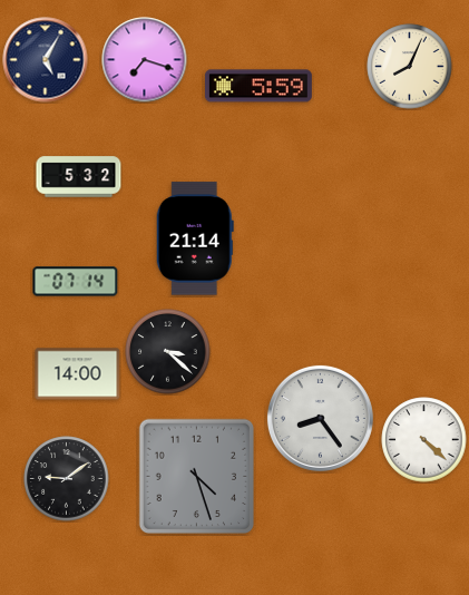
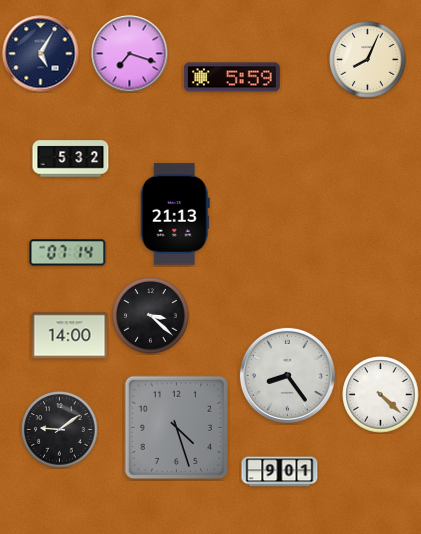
clock at (195, 238): 21:14 -> 21:13
clock at (280, 472): none -> 9:01
